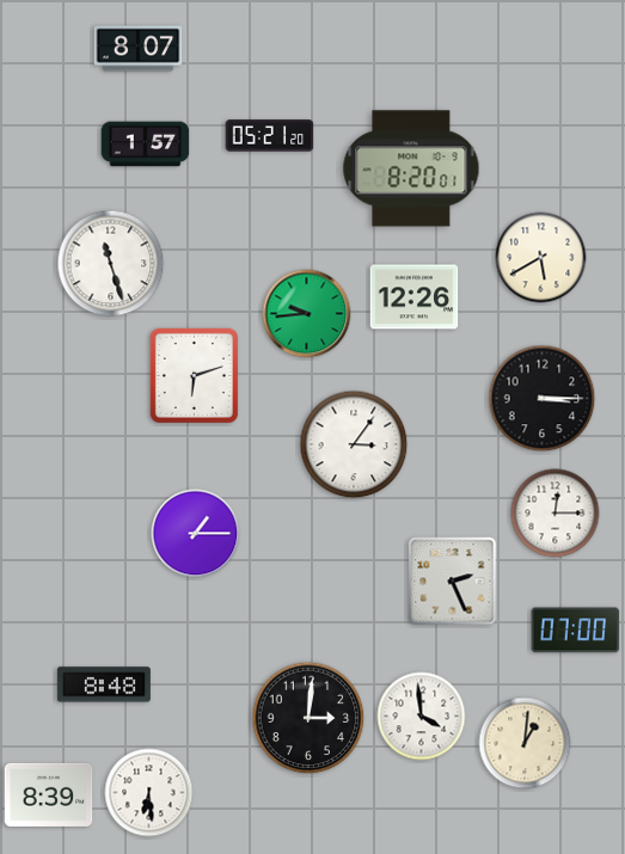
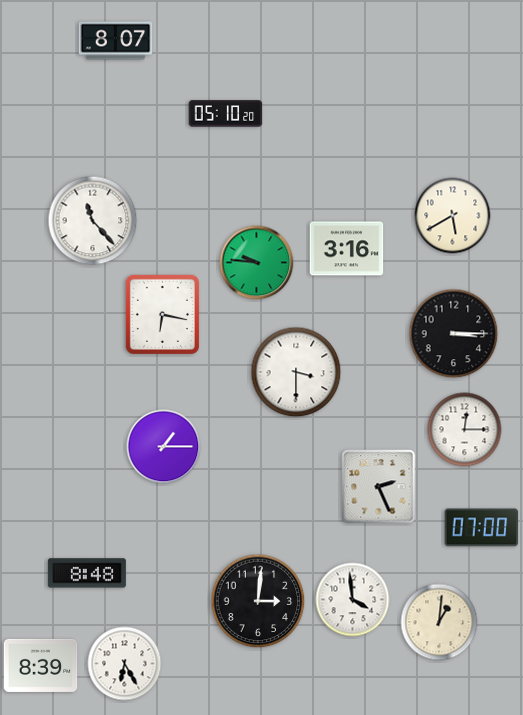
clock at (270, 136): 05:21 -> 05:10
clock at (146, 145): 1:57 -> none
clock at (411, 168): 8:20 -> none
clock at (111, 264): 11:27 -> 11:23
clock at (415, 297): 12:26 -> 3:16
clock at (307, 314): 9:44 -> 9:46
clock at (194, 375): 6:12 -> 6:17
clock at (354, 444): 3:06 -> 3:30
clock at (149, 793): 6:29 -> 6:25
